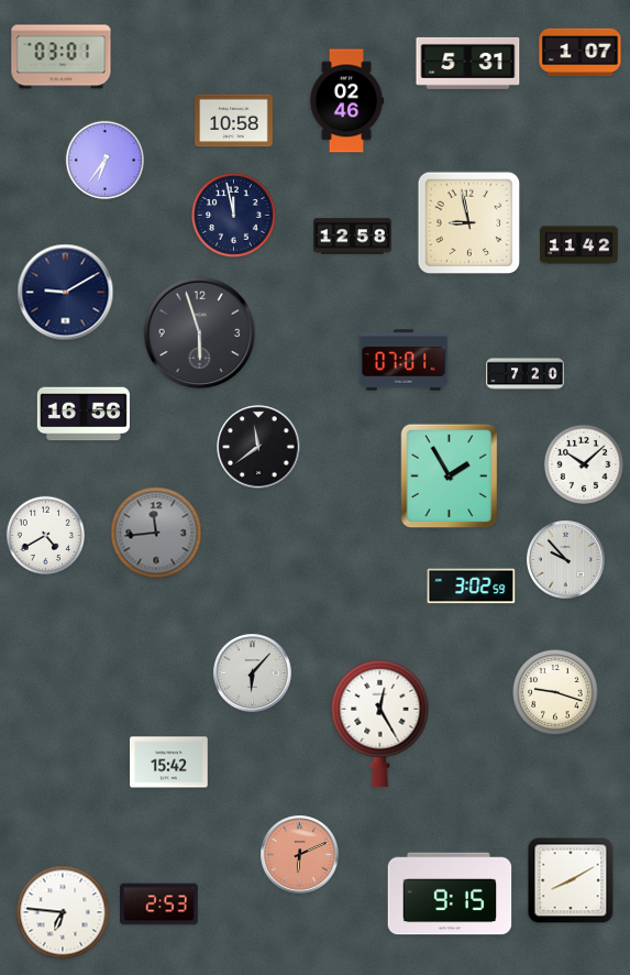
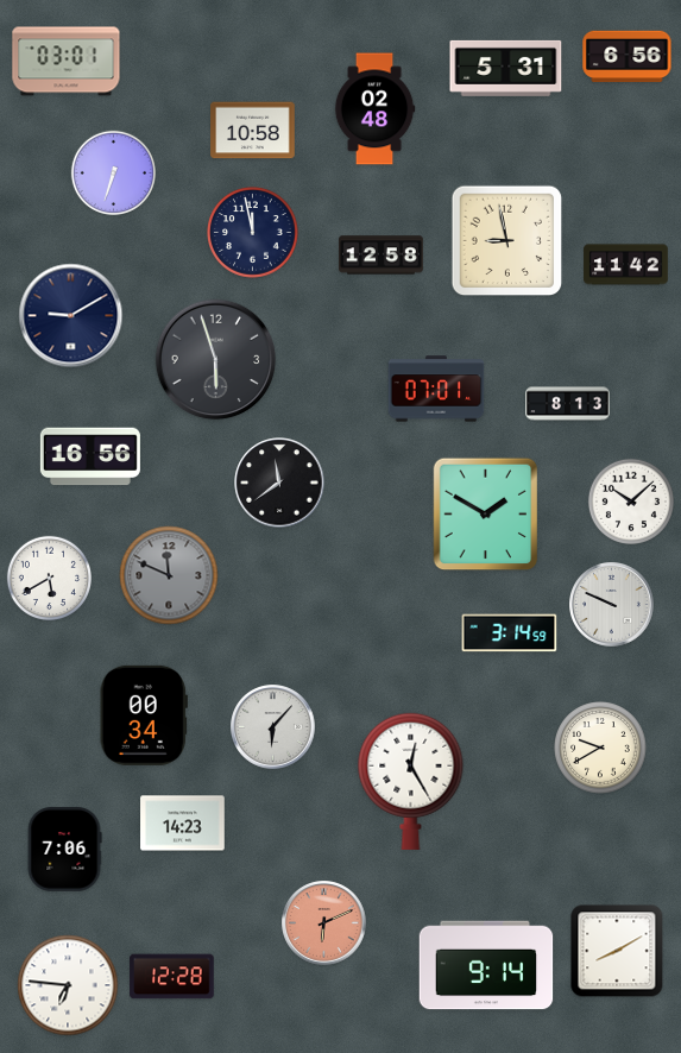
clock at (581, 53): 1:07 -> 6:56
clock at (346, 101): 02:46 -> 02:48
clock at (104, 160): 6:36 -> 6:33
clock at (526, 374): 7:20 -> 8:13
clock at (84, 414) position: (84, 414) -> (90, 456)
clock at (450, 476): 1:55 -> 1:50
clock at (156, 533): 11:44 -> 11:49
clock at (45, 535): 4:40 -> 5:40
clock at (566, 560): 9:53 -> 9:49
clock at (472, 587): 3:02 -> 3:14
clock at (144, 715): none -> 00:34
clock at (555, 692): 9:18 -> 9:40
clock at (169, 763): 15:42 -> 14:23
clock at (64, 850): none -> 7:06
clock at (450, 894): 9:15 -> 9:14
clock at (159, 905): 2:53 -> 12:28
